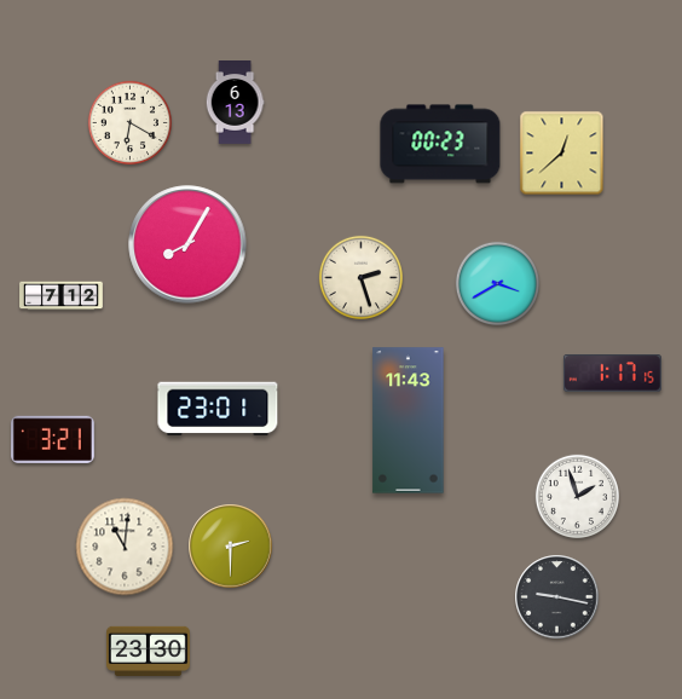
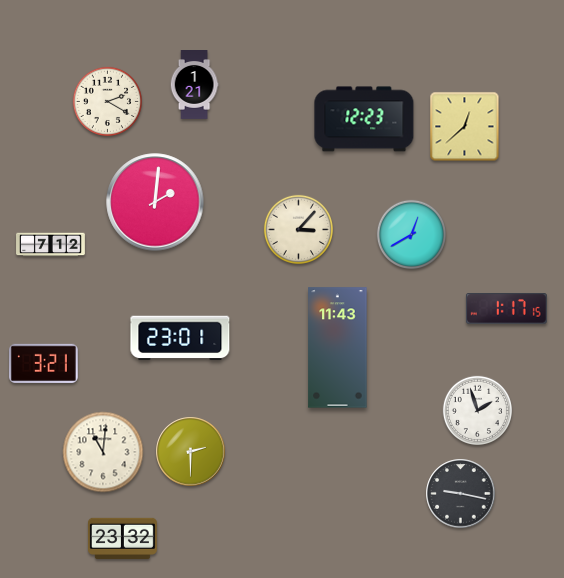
clock at (235, 103): 6:13 -> 1:21
clock at (129, 122): 6:20 -> 2:20
clock at (440, 144): 00:23 -> 12:23
clock at (187, 244): 8:05 -> 2:01
clock at (360, 277): 2:27 -> 3:07
clock at (497, 283): 3:40 -> 12:40
clock at (149, 651): 23:30 -> 23:32
